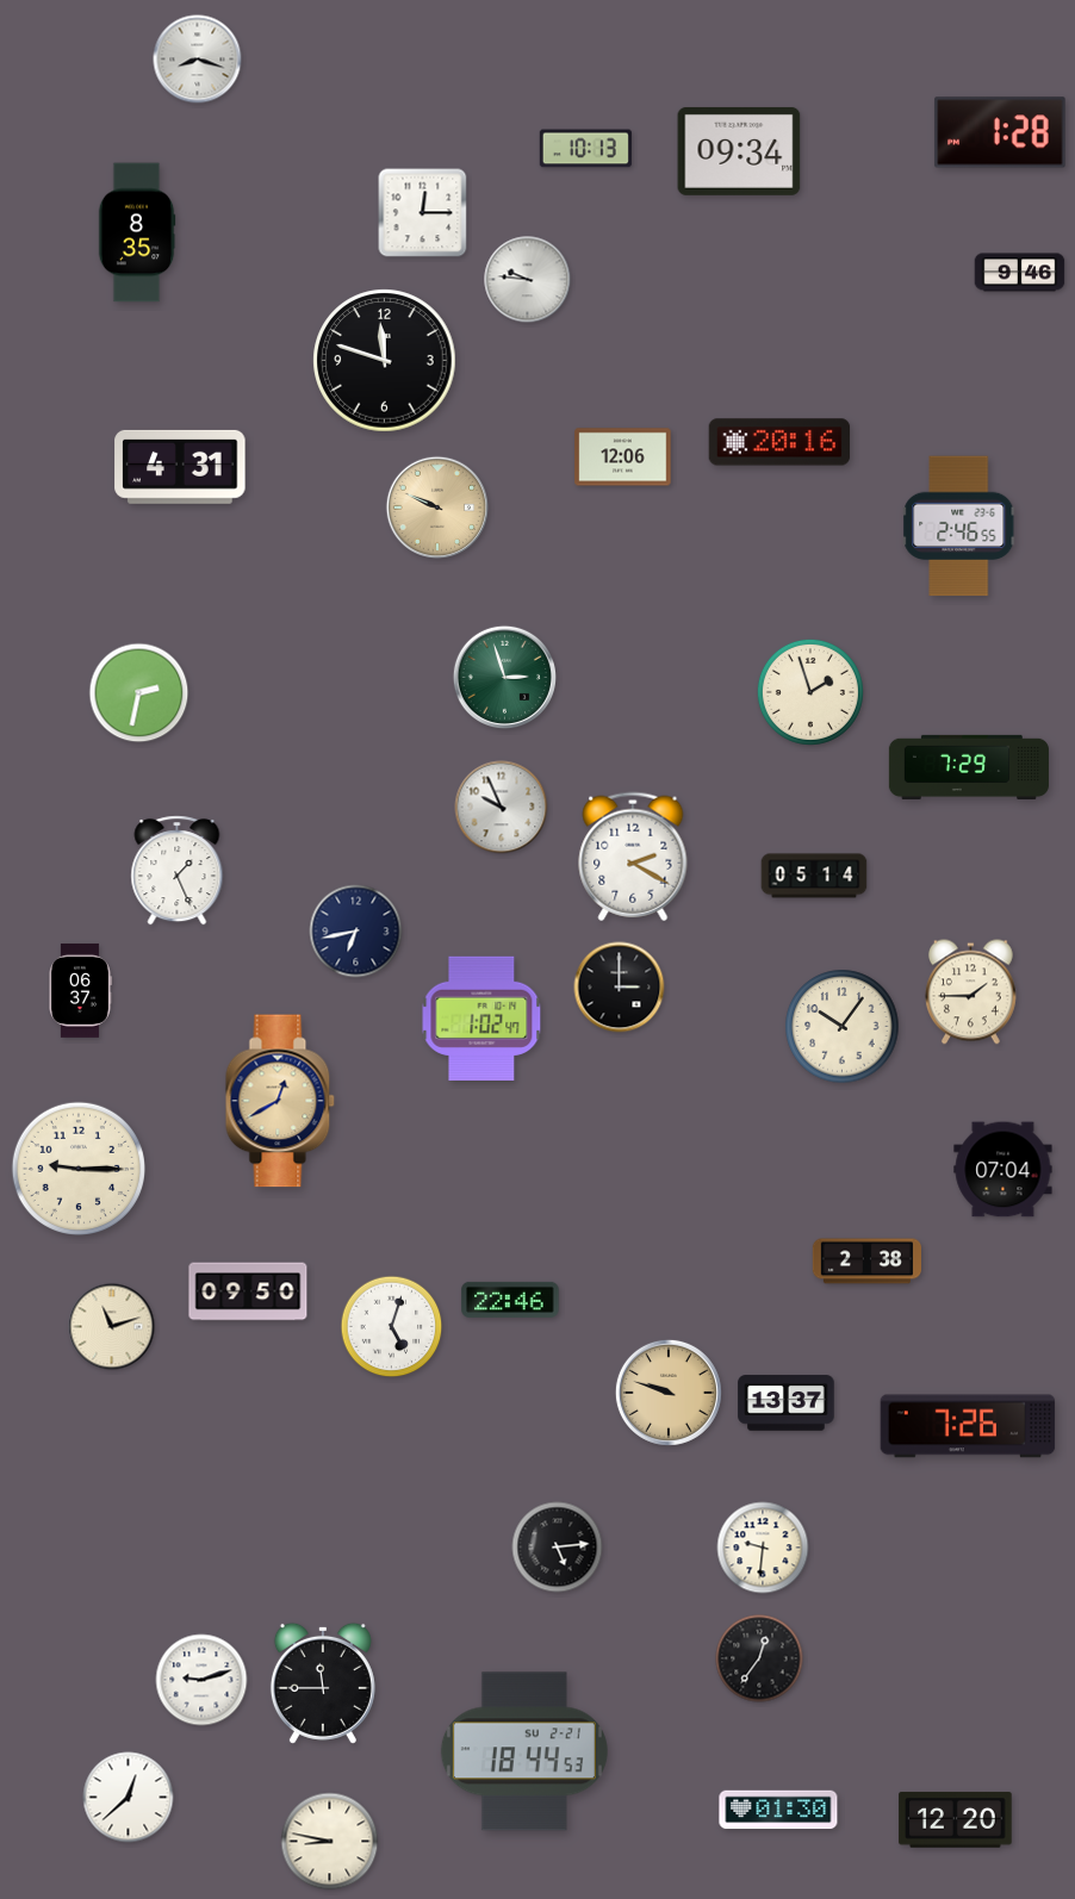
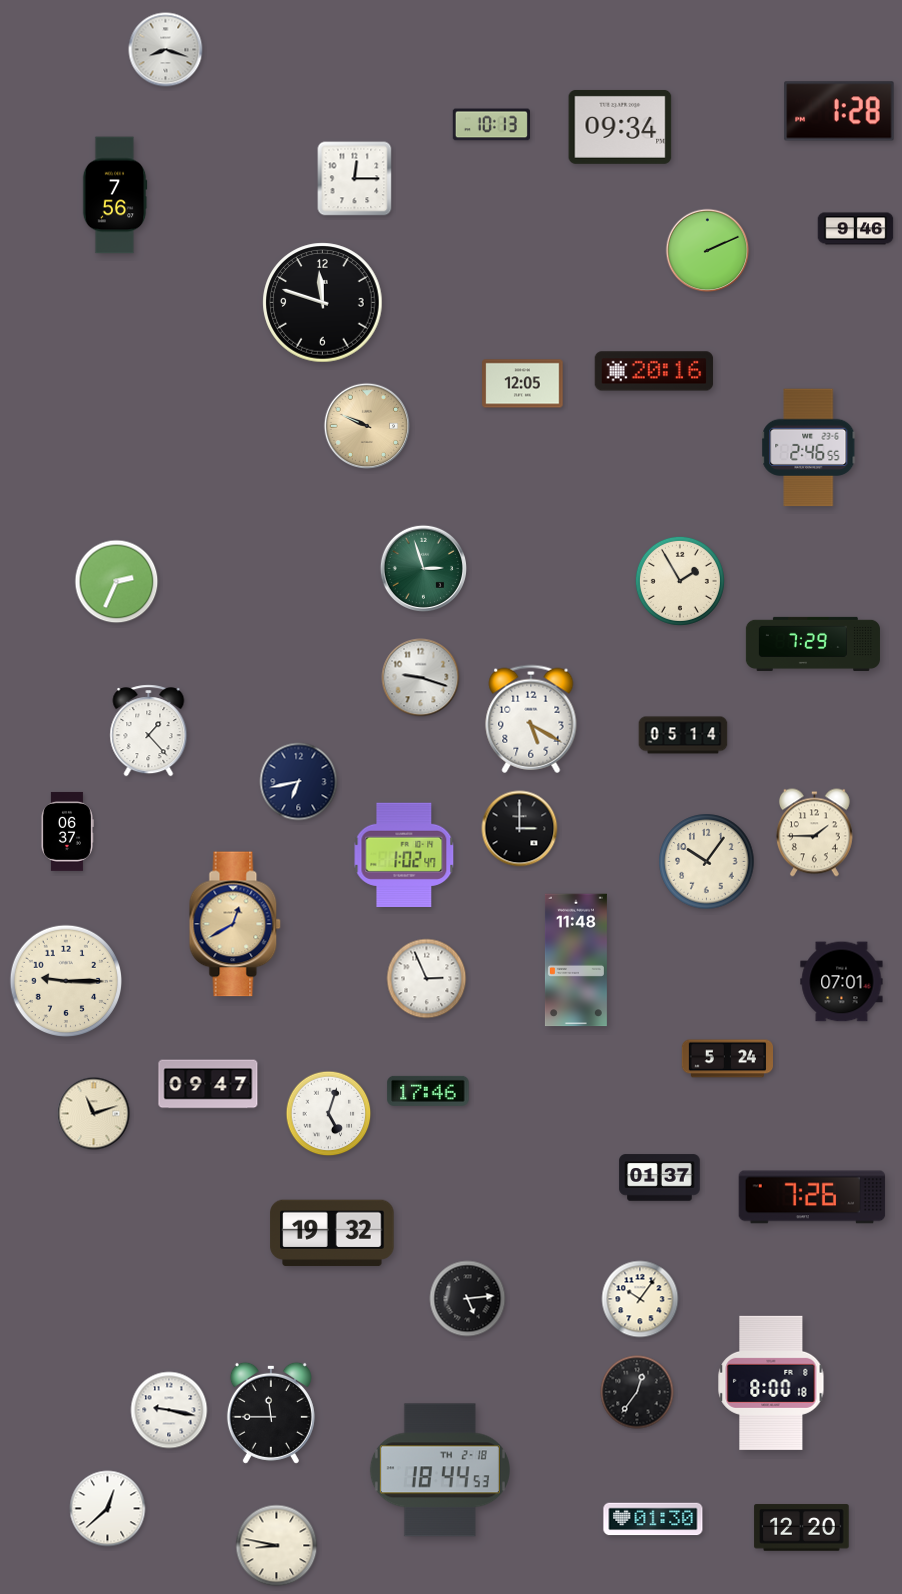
clock at (137, 232): 8:35 -> 7:56
clock at (528, 280): 9:46 -> none
clock at (708, 251): none -> 2:11
clock at (623, 457): 12:06 -> 12:05
clock at (180, 467): 4:31 -> none
clock at (959, 527) position: (959, 527) -> (809, 448)
clock at (810, 692): 1:57 -> 1:55
clock at (139, 693): 2:32 -> 2:34
clock at (502, 808): 9:56 -> 9:18
clock at (633, 857): 2:20 -> 5:20
clock at (178, 871): 1:26 -> 1:23
clock at (576, 960): none -> 11:48
clock at (427, 979): none -> 2:56
clock at (1003, 1170): 07:04 -> 07:01
clock at (866, 1262): 2:38 -> 5:24
clock at (248, 1291): 09:50 -> 09:47
clock at (510, 1300): 22:46 -> 17:46
clock at (669, 1393): 9:48 -> none
clock at (787, 1403): 13:37 -> 01:37
clock at (332, 1233): none -> 19:32
clock at (763, 1548): 9:31 -> 10:06
clock at (771, 1383): none -> 8:00
clock at (201, 1680): 9:12 -> 9:17
clock at (524, 1751) date: SU 2-21 -> TH 2-18
